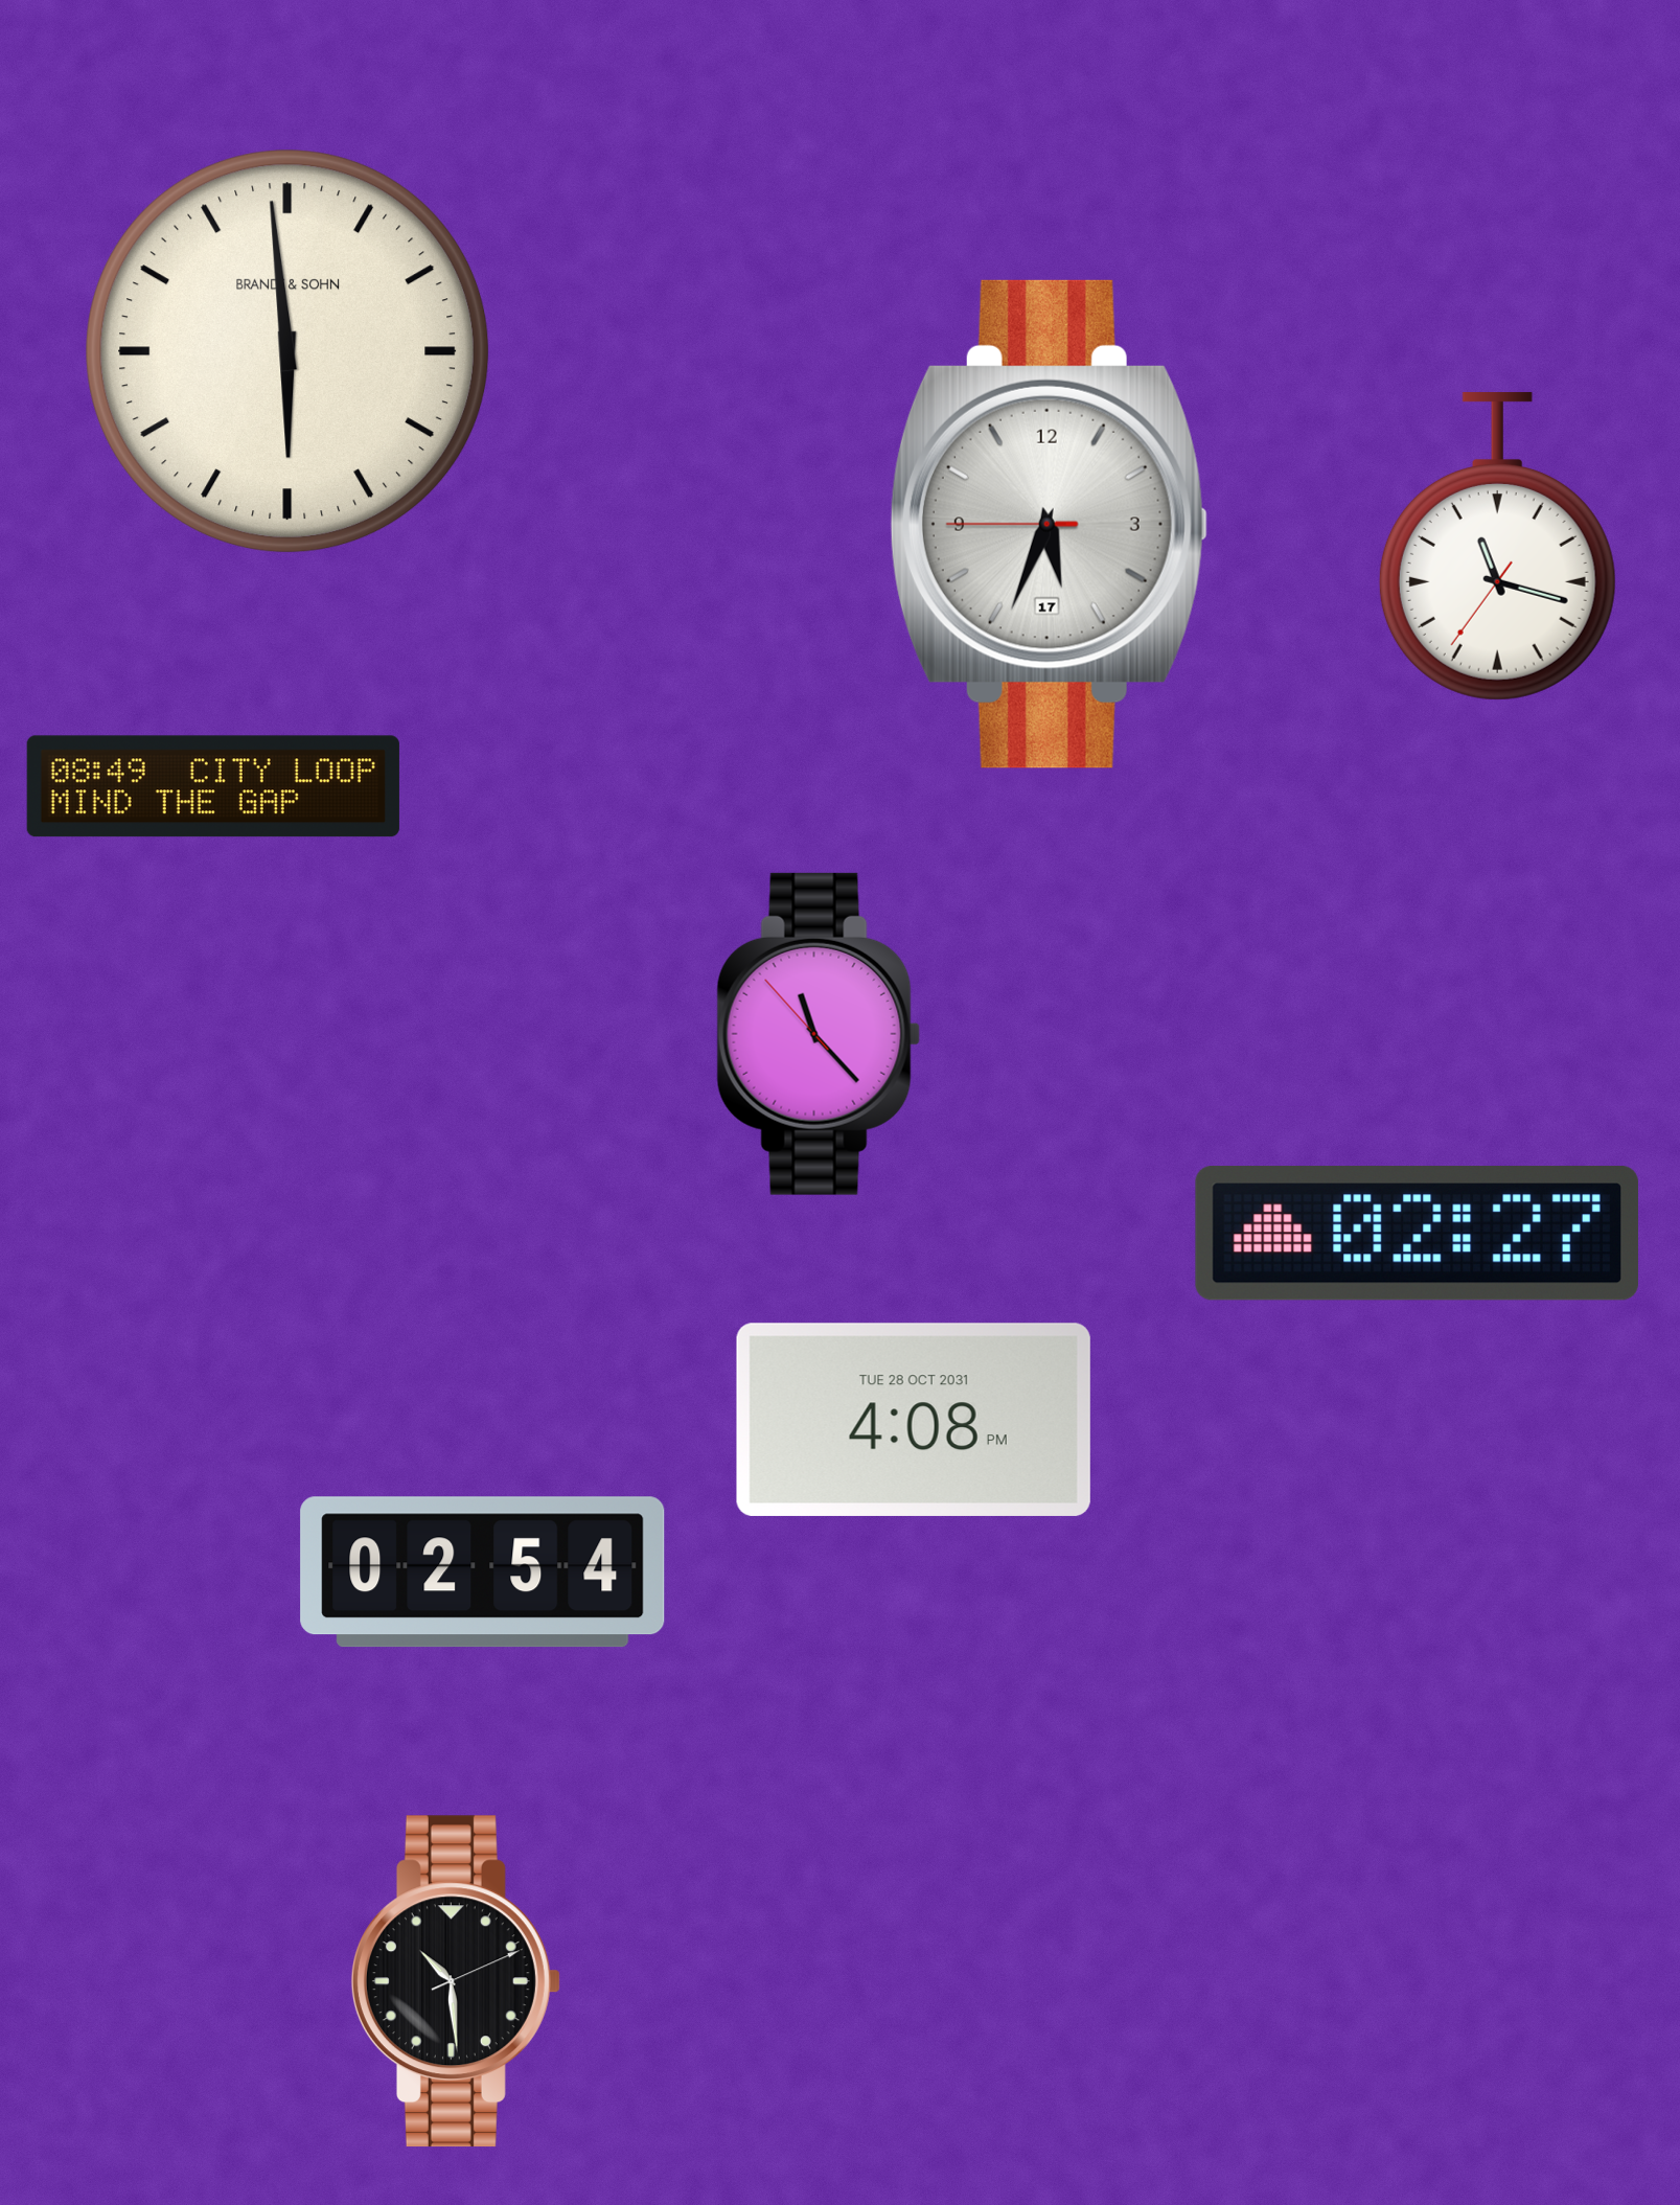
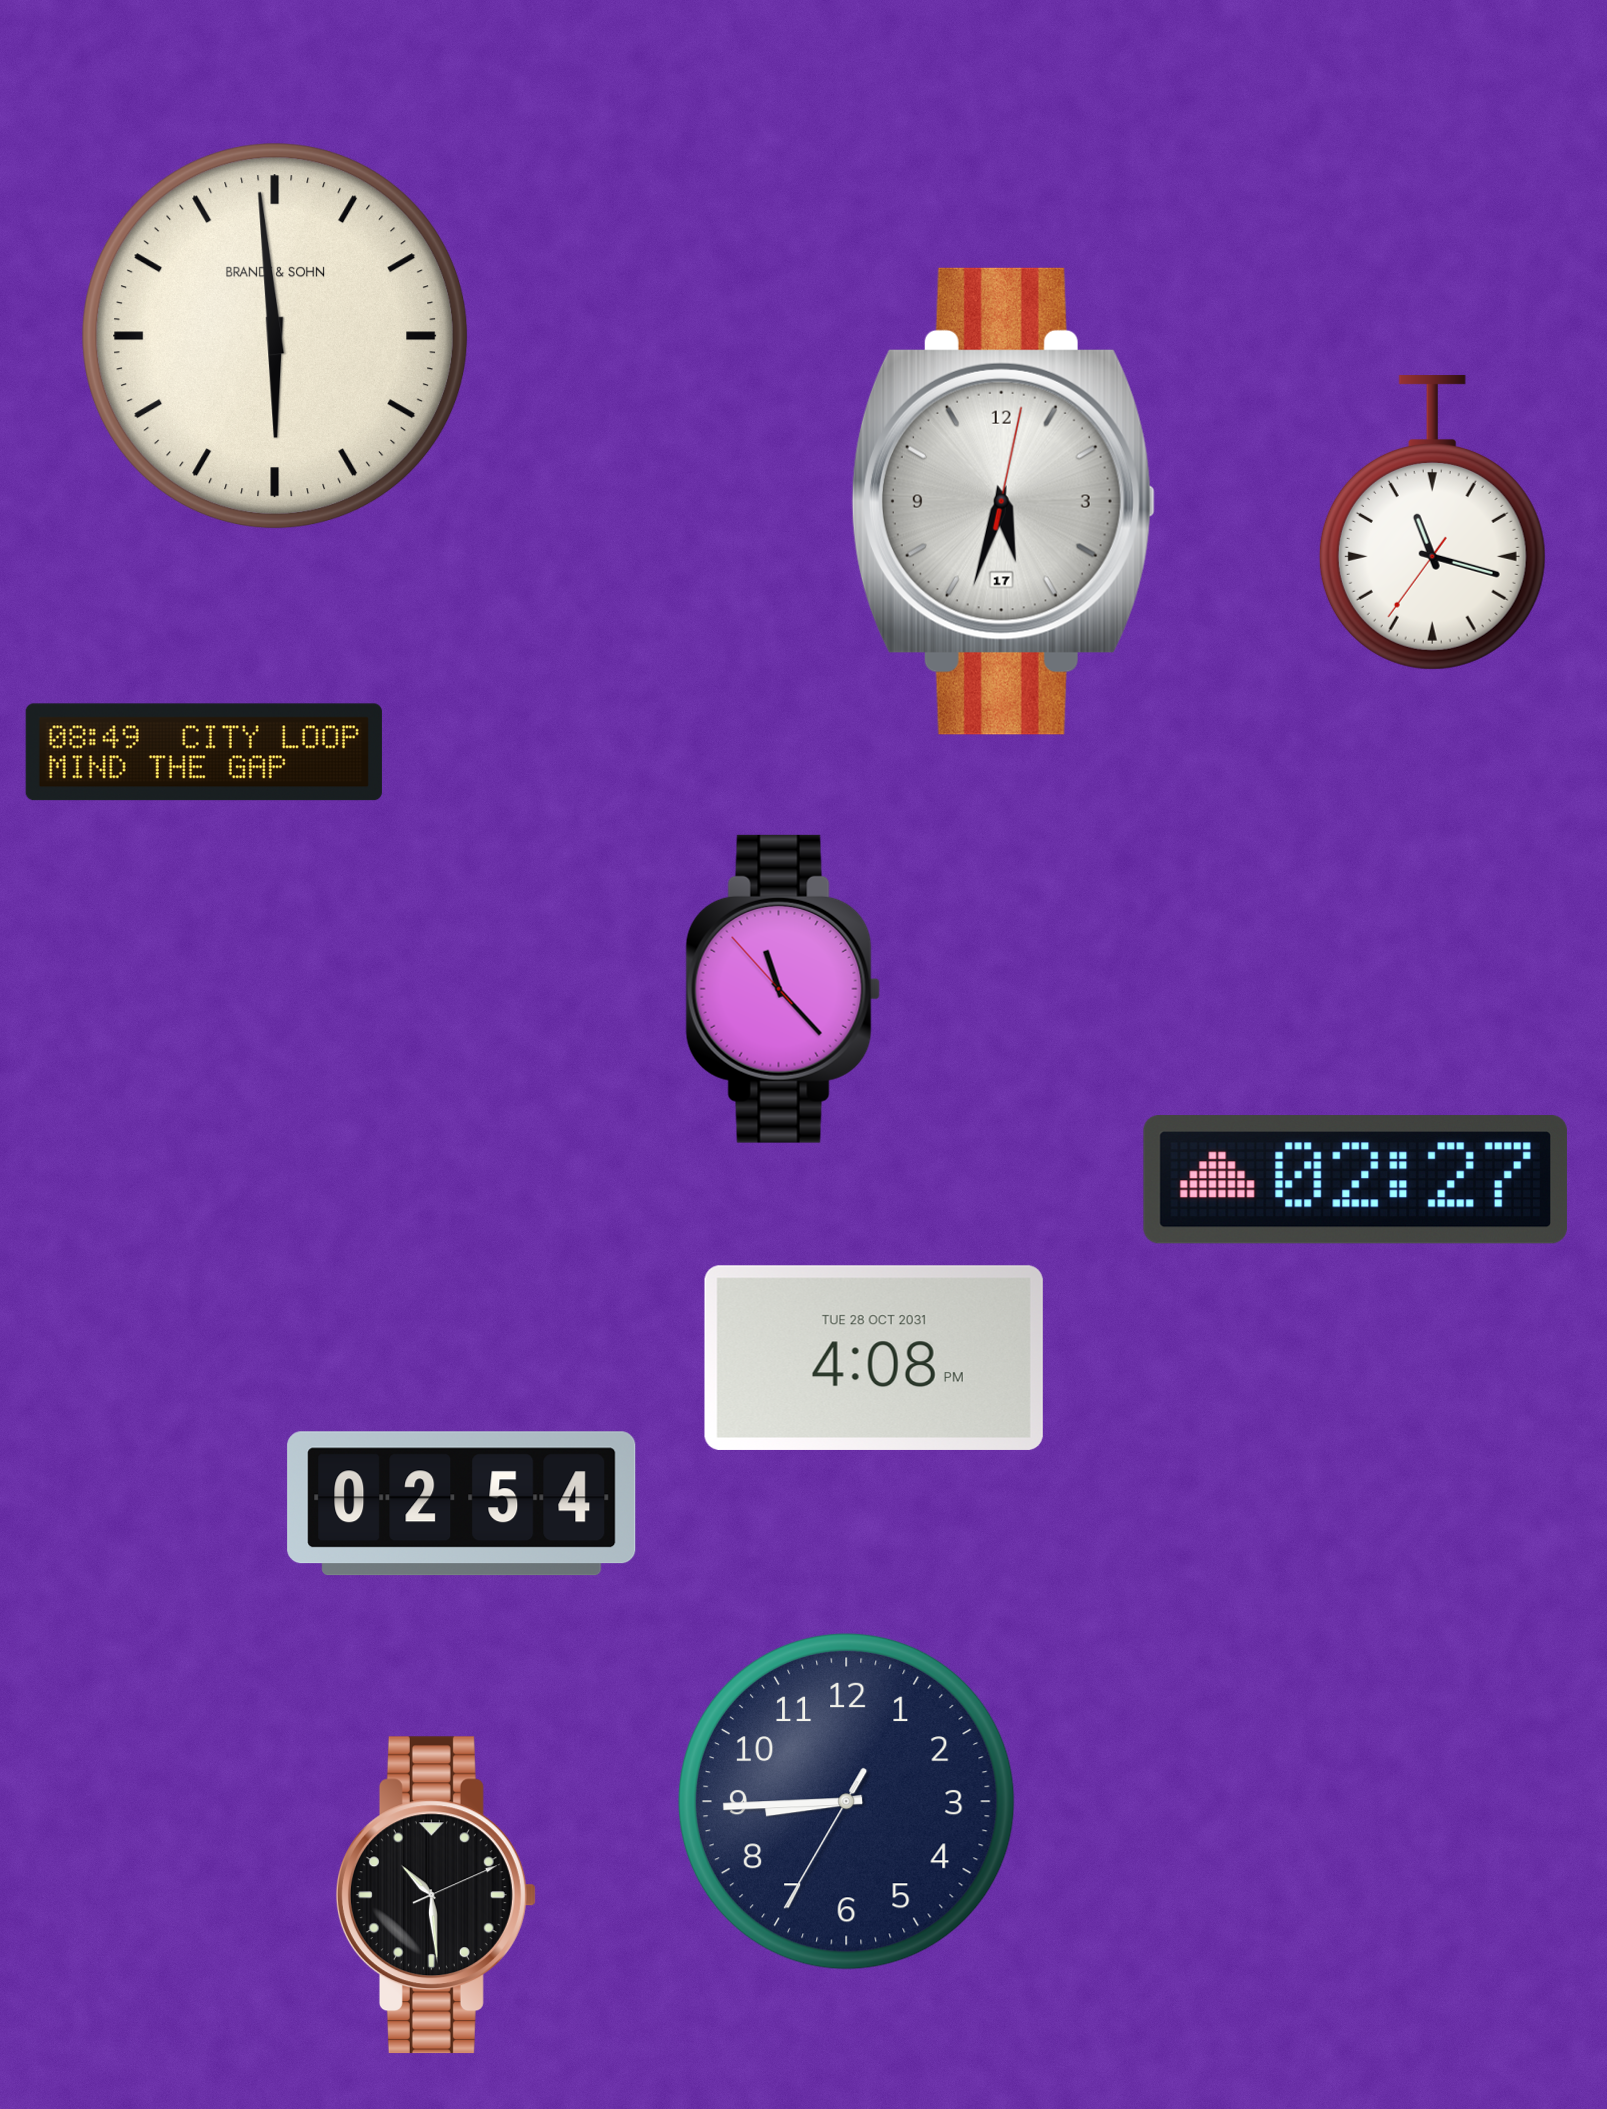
clock at (1049, 524): 5:33:45 -> 5:33:02
clock at (846, 1801): none -> 8:44
